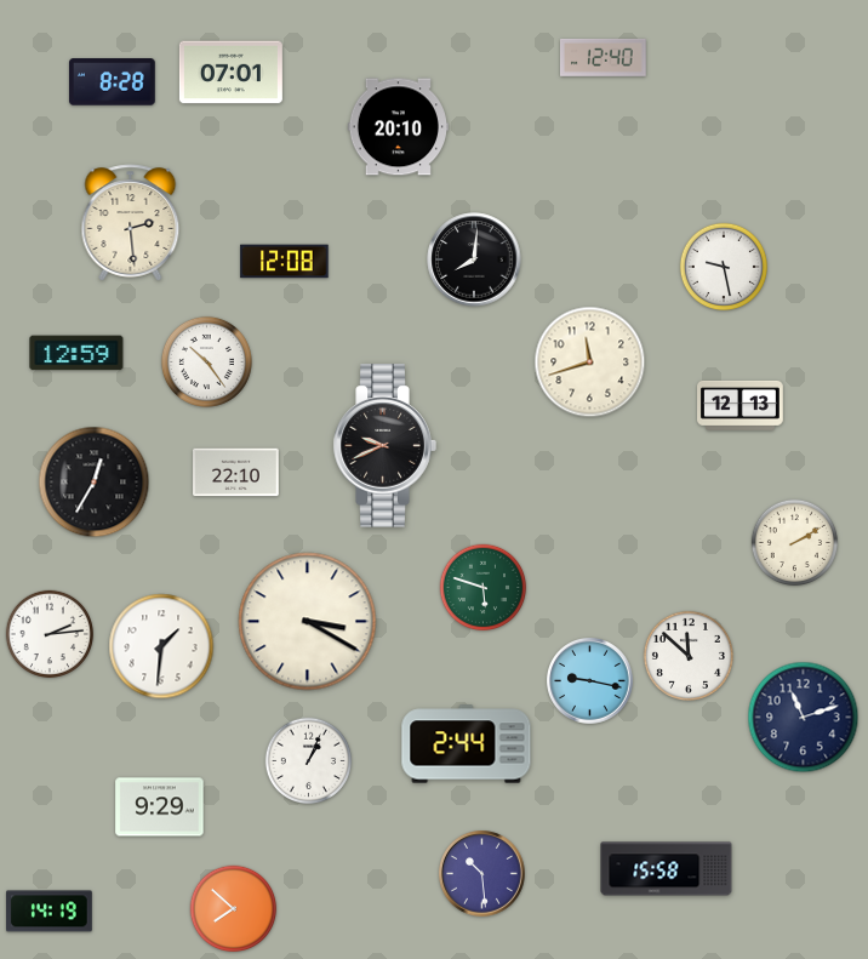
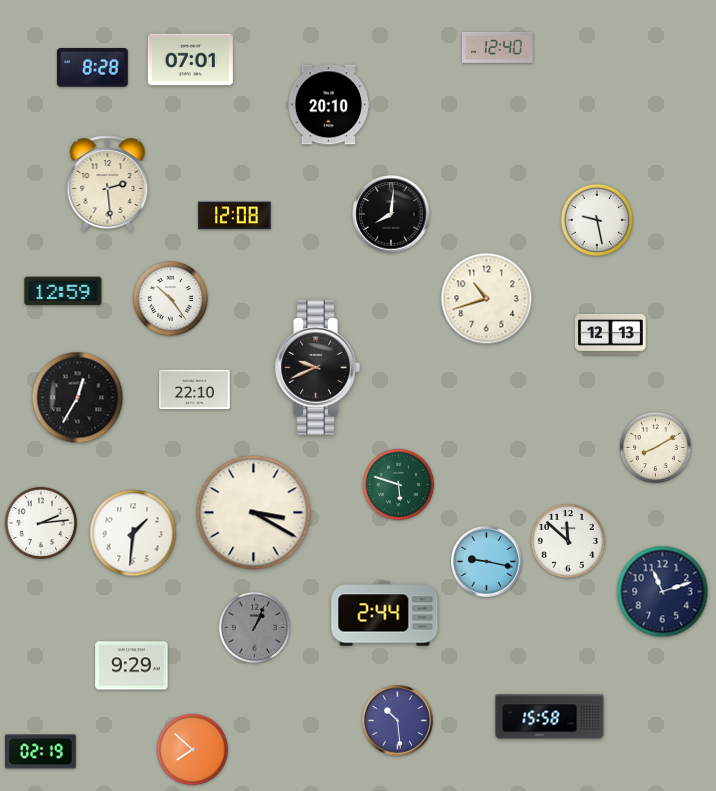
clock at (590, 363): 11:42 -> 10:42
clock at (795, 543): 2:10 -> 8:10
clock at (309, 761) dial: white -> grey
clock at (50, 912): 14:19 -> 02:19
